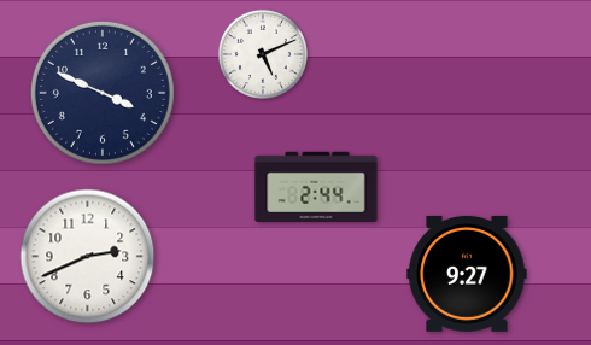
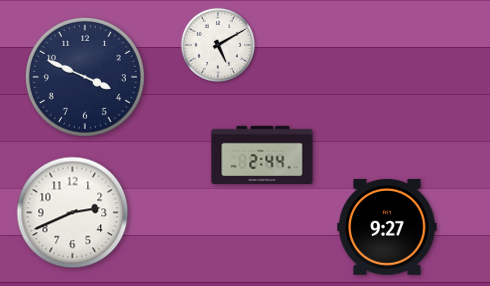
clock at (263, 54): 5:11 -> 5:10
